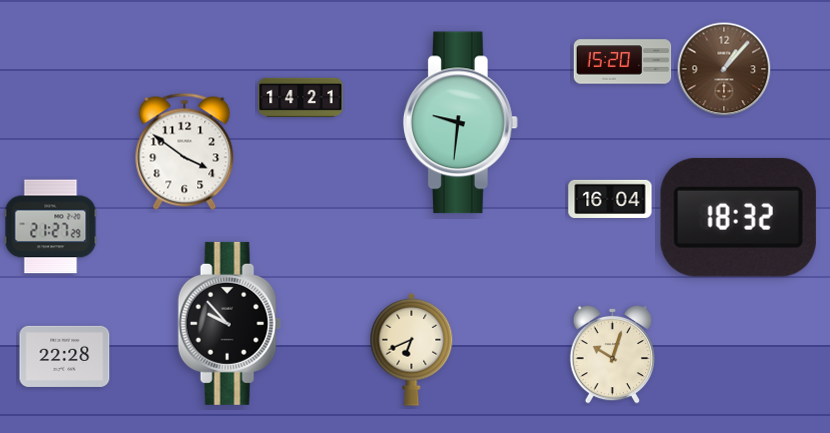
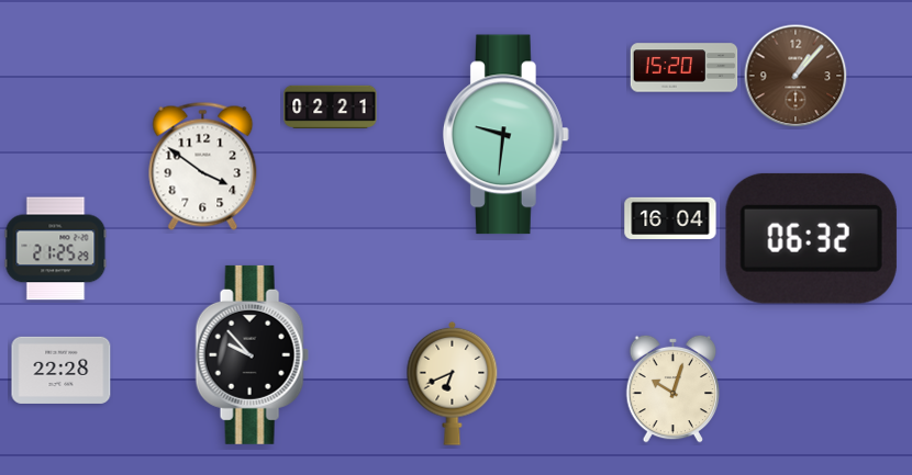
clock at (301, 97): 14:21 -> 02:21
clock at (738, 217): 18:32 -> 06:32
clock at (51, 227): 21:27 -> 21:25
clock at (65, 356) position: (65, 356) -> (62, 370)
